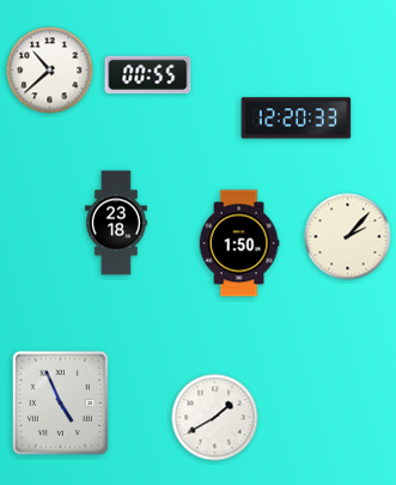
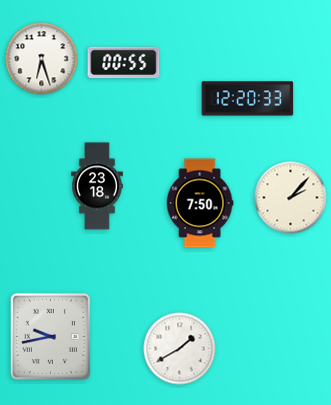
clock at (50, 71): 10:38 -> 6:27
clock at (239, 243): 1:50 -> 7:50
clock at (60, 402): 4:56 -> 9:43
